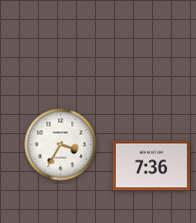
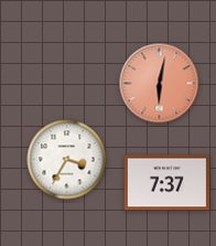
clock at (160, 84): none -> 6:02
clock at (151, 166): 7:36 -> 7:37
